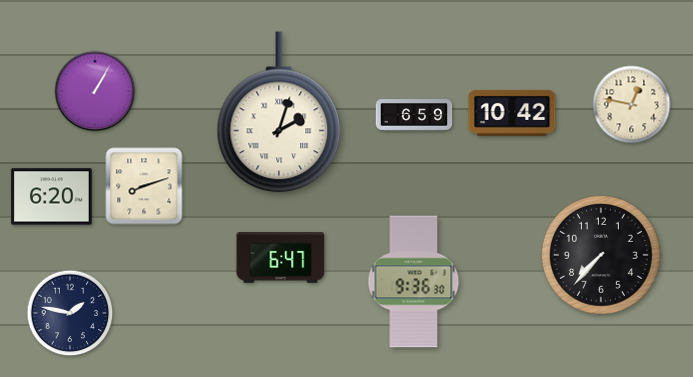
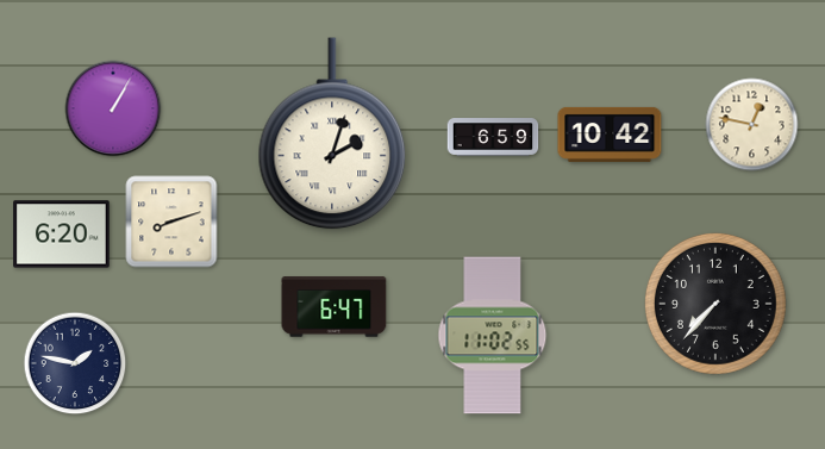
clock at (414, 282): 9:36 -> 11:02
clock at (70, 313) position: (70, 313) -> (75, 363)
